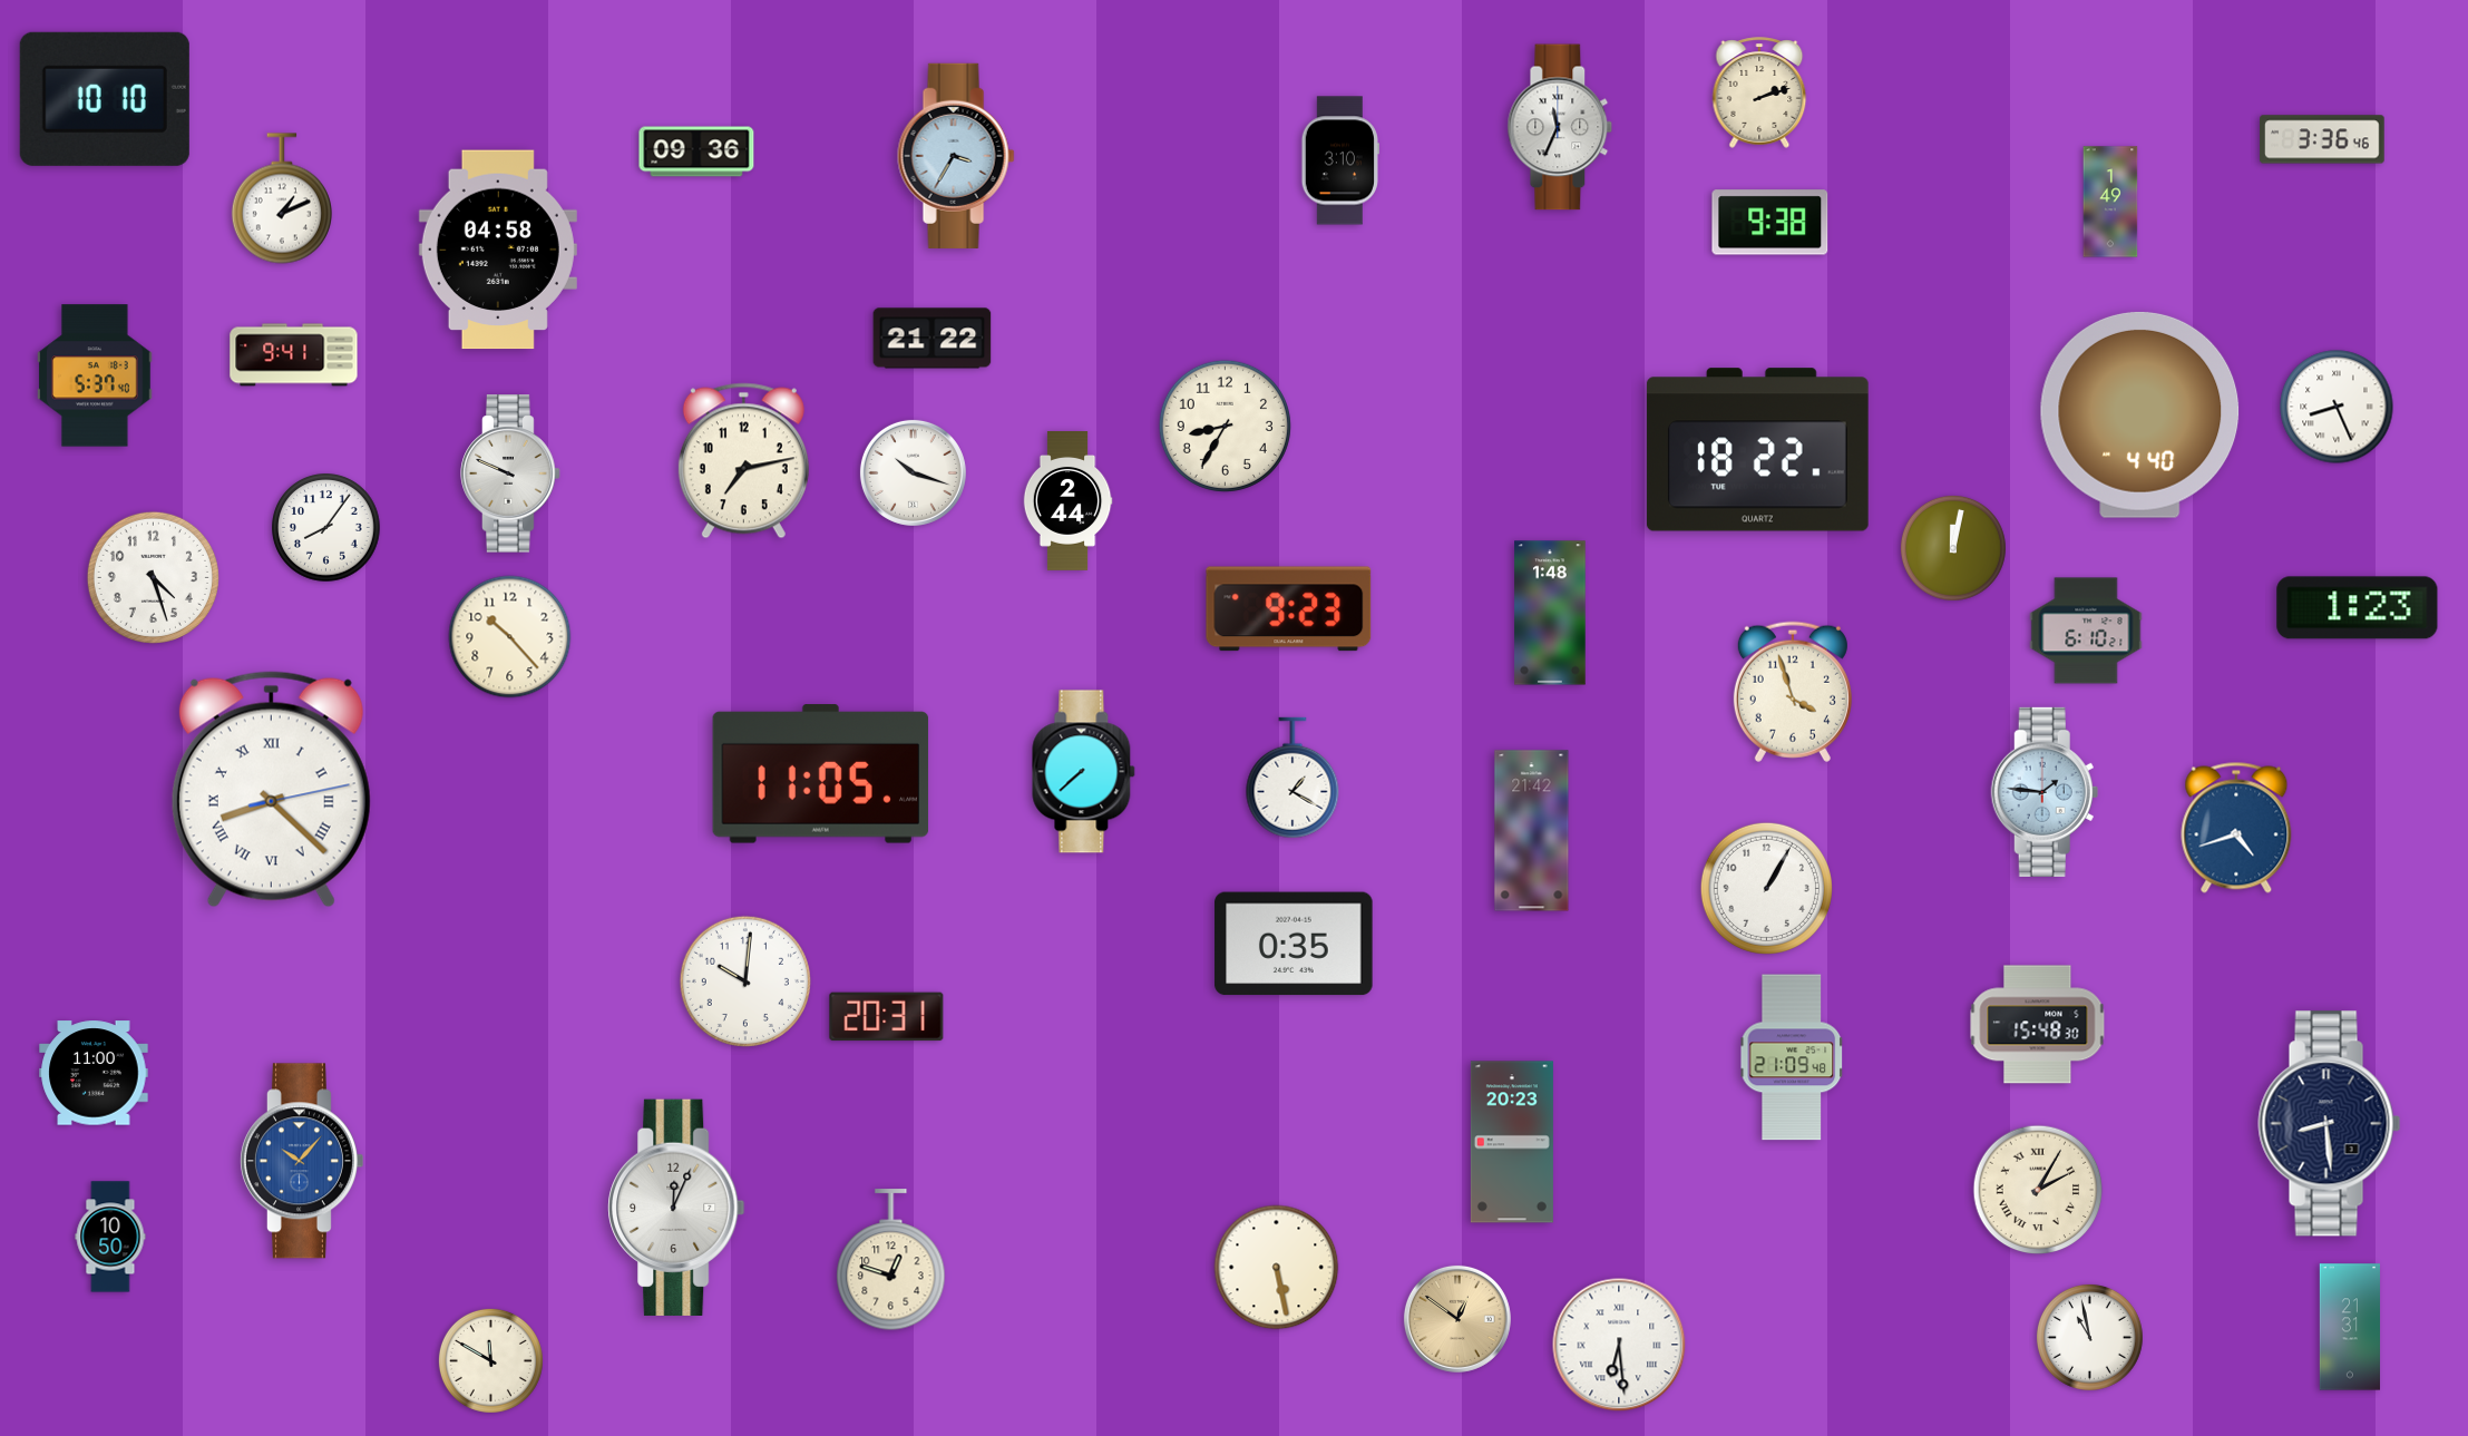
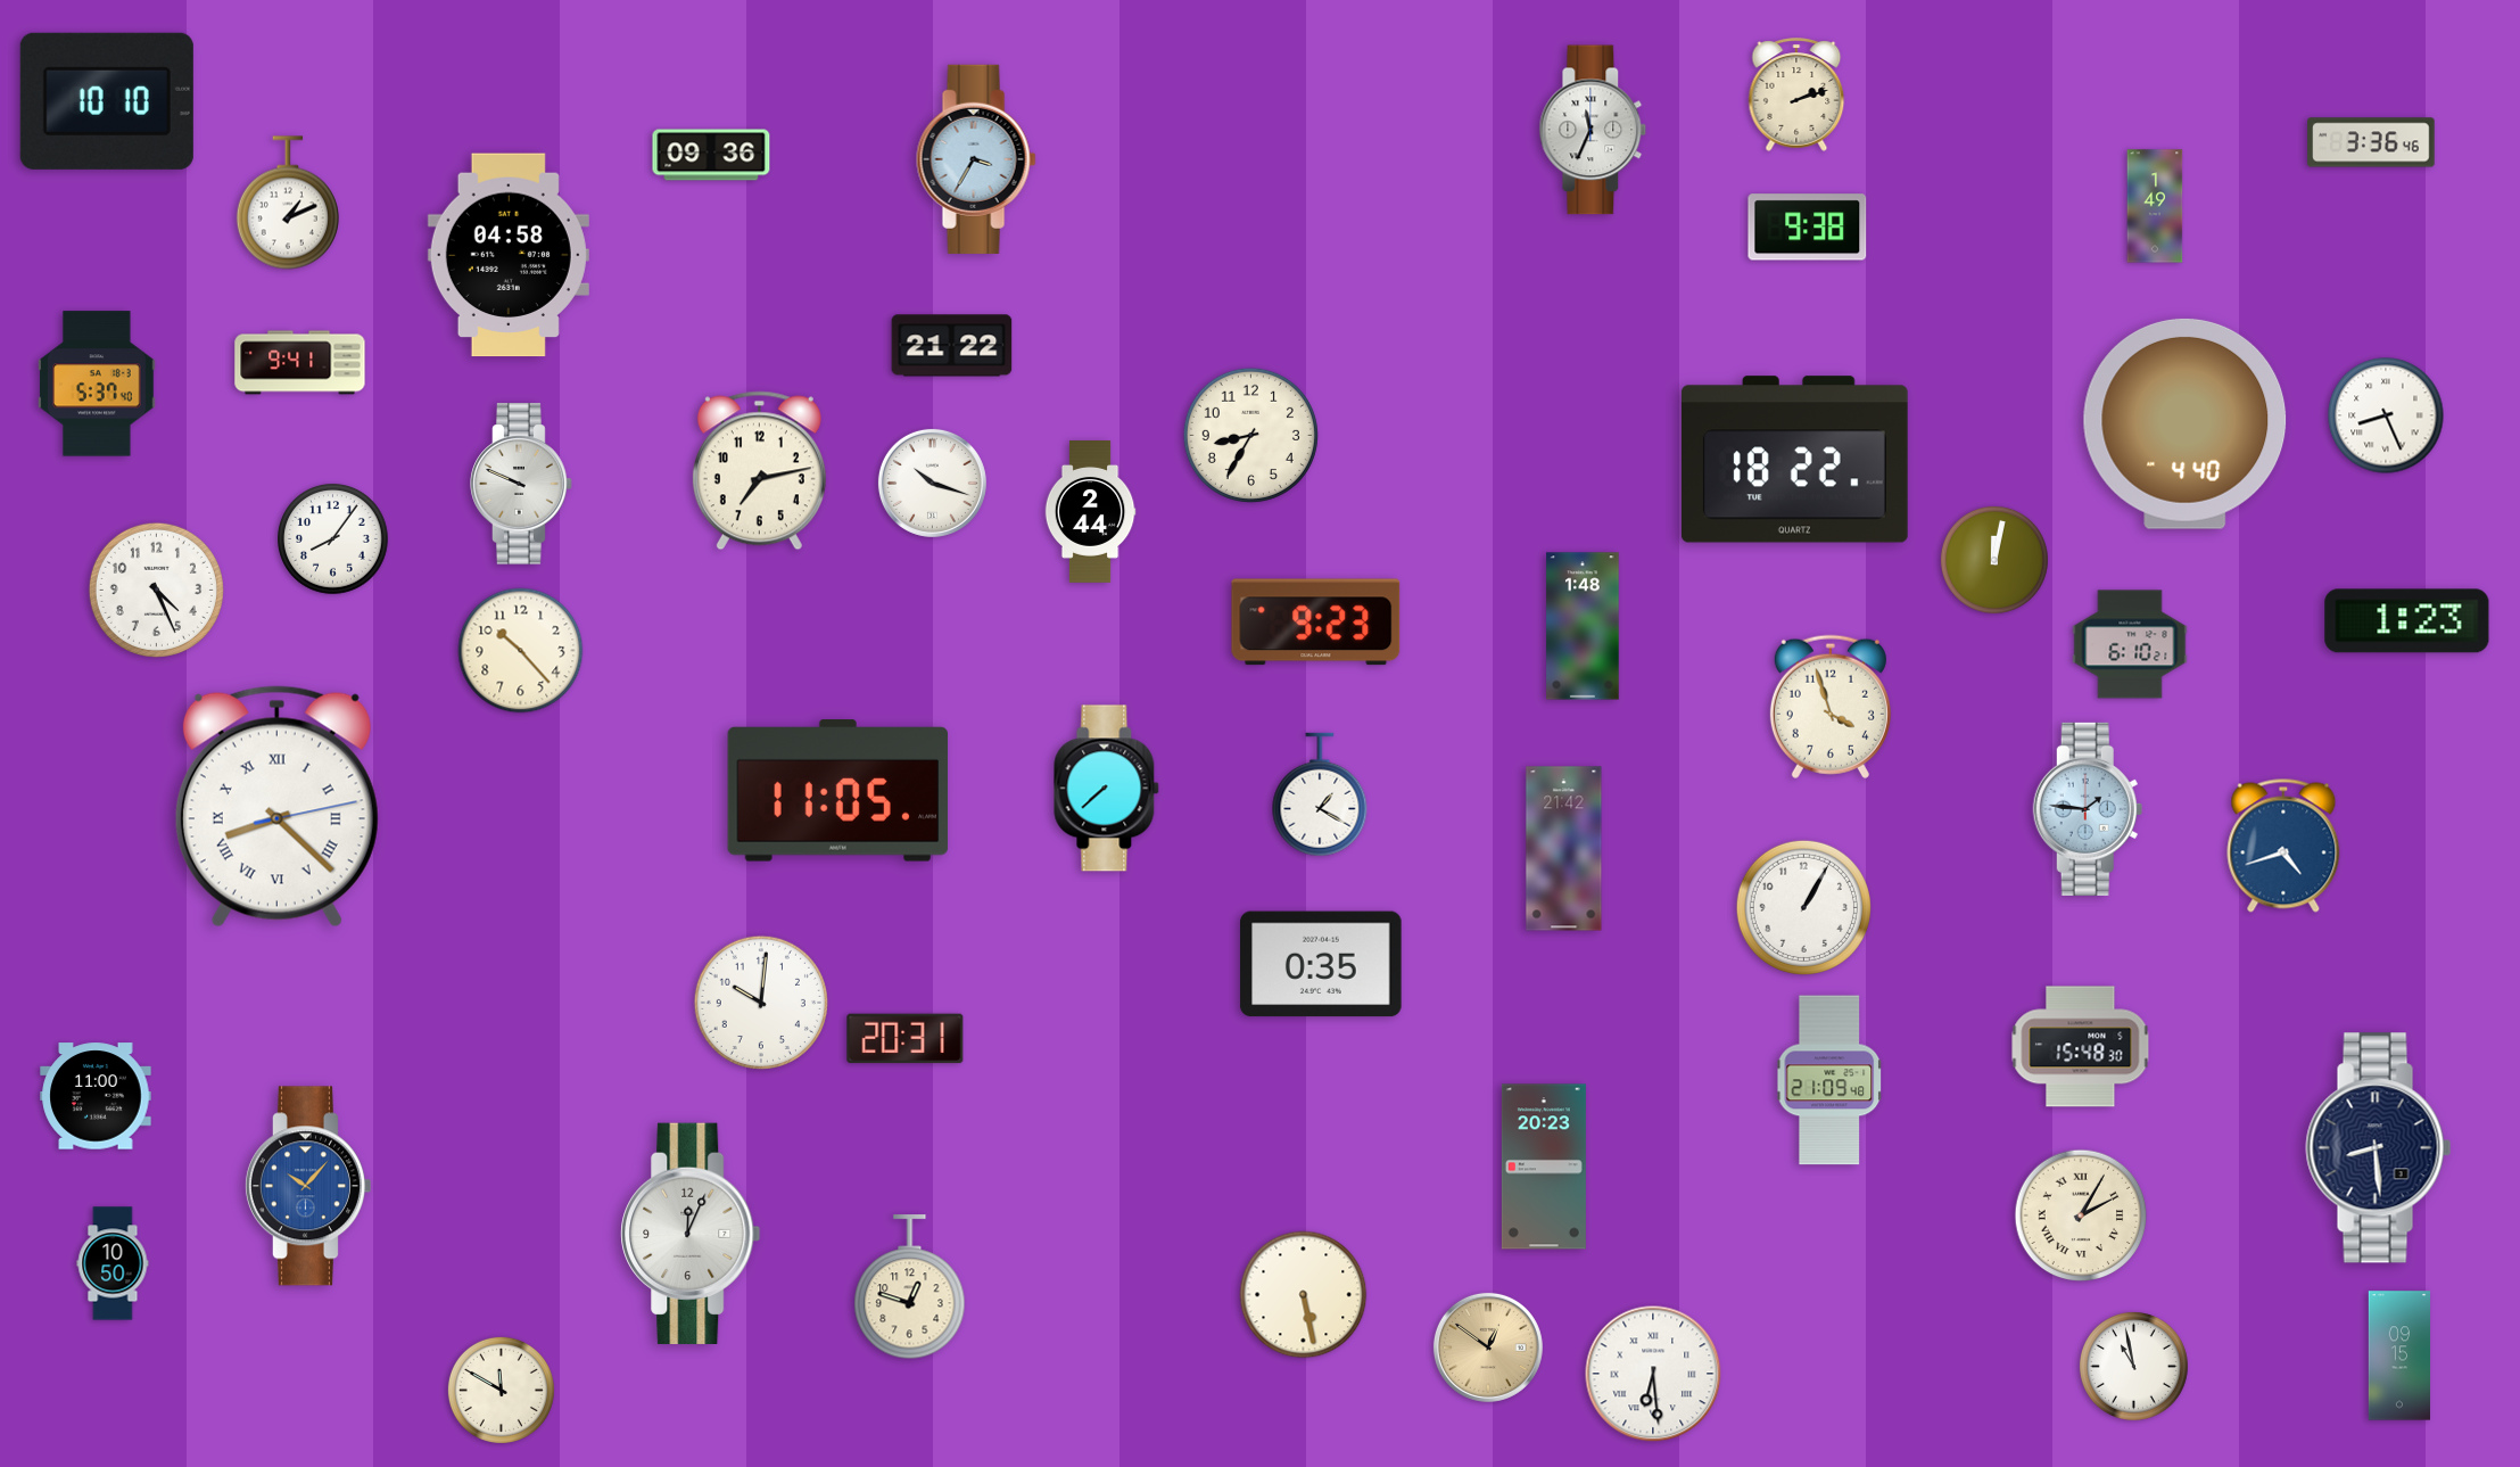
clock at (1339, 160): 3:10 -> none
clock at (153, 577): 4:27 -> 4:26
clock at (2349, 1327): 21:31 -> 09:15
